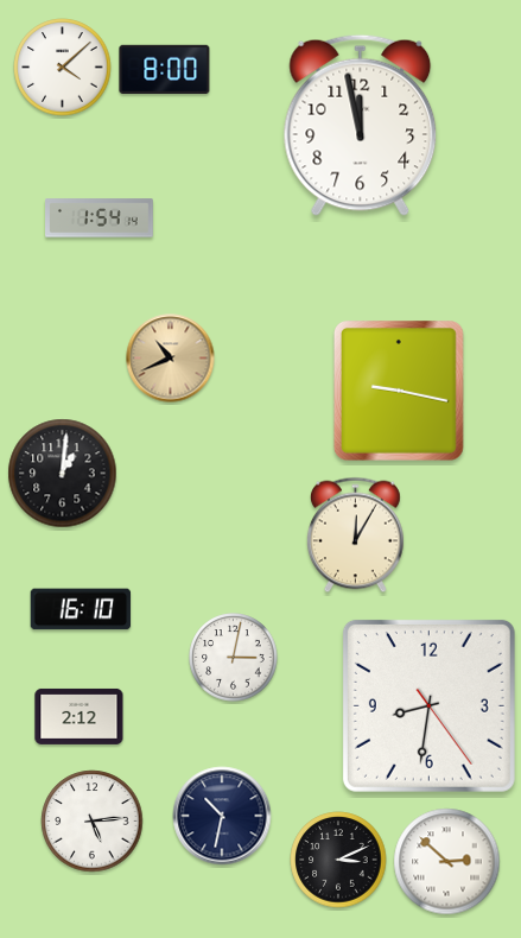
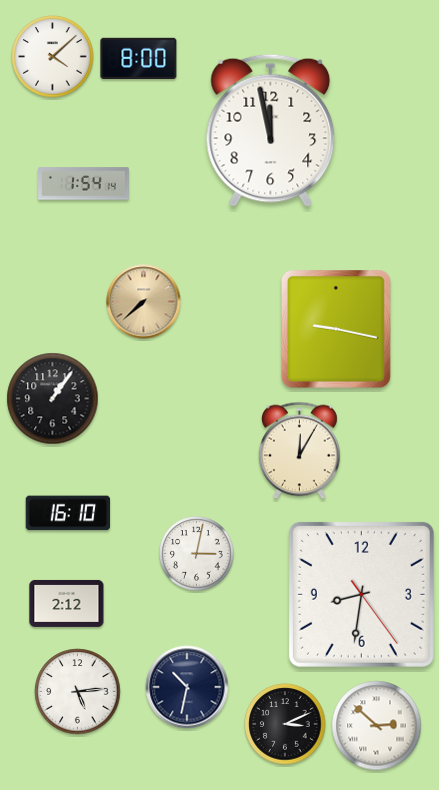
clock at (361, 125) position: (361, 125) -> (271, 130)
clock at (171, 359): 10:41 -> 7:38
clock at (63, 474): 1:01 -> 1:06
